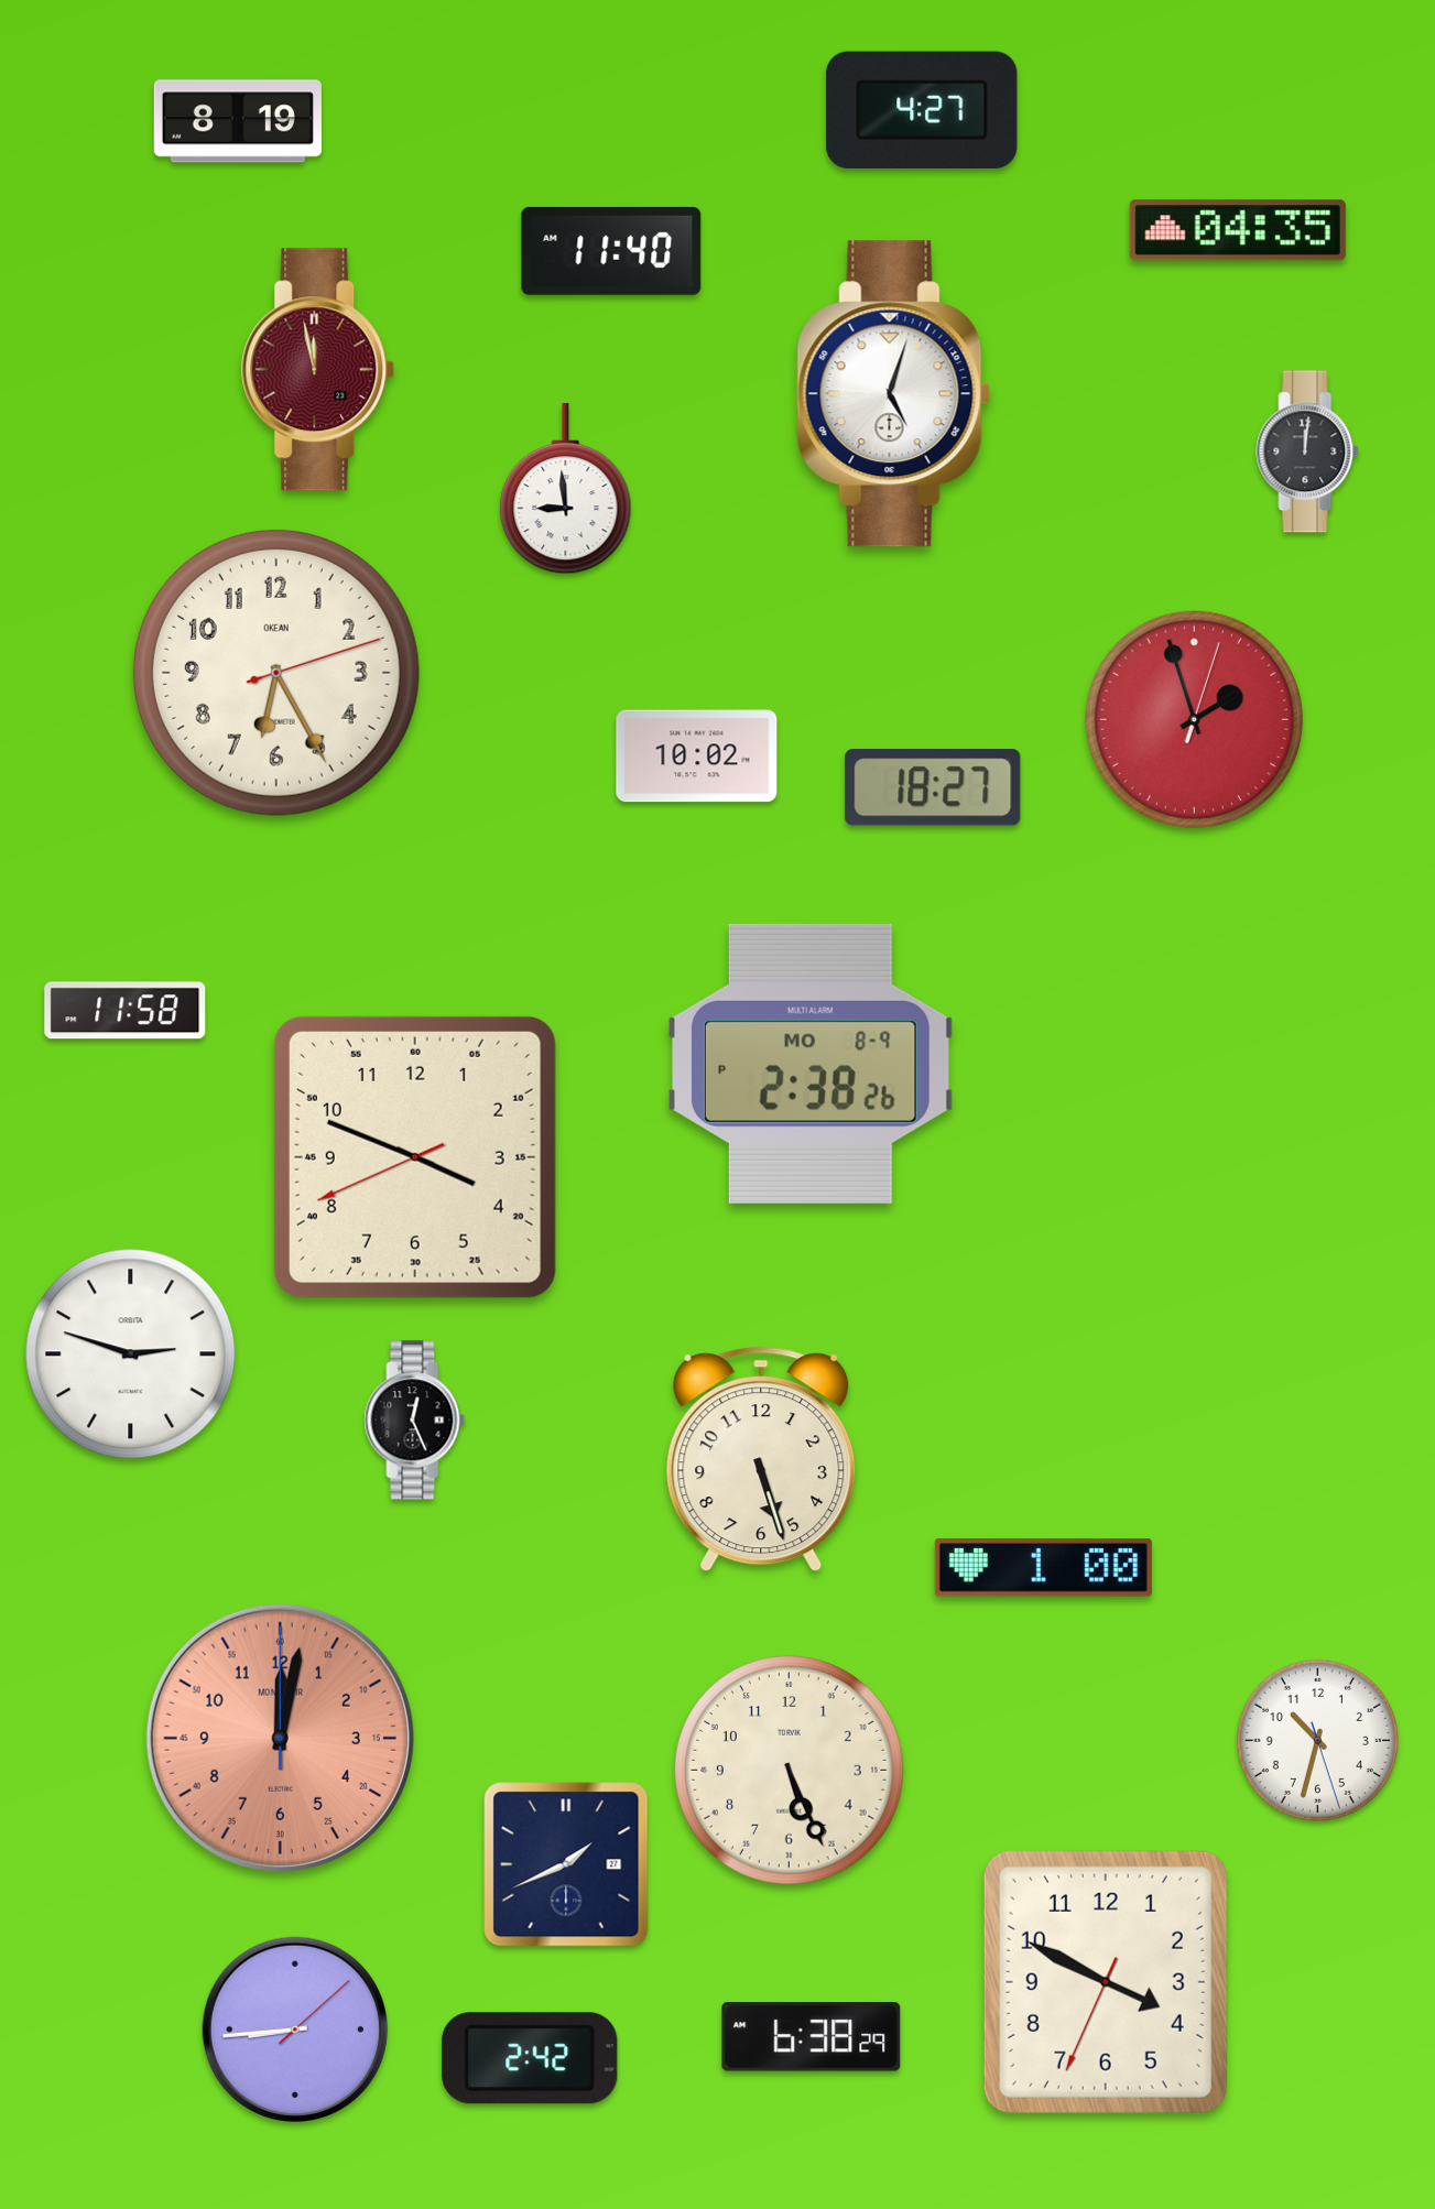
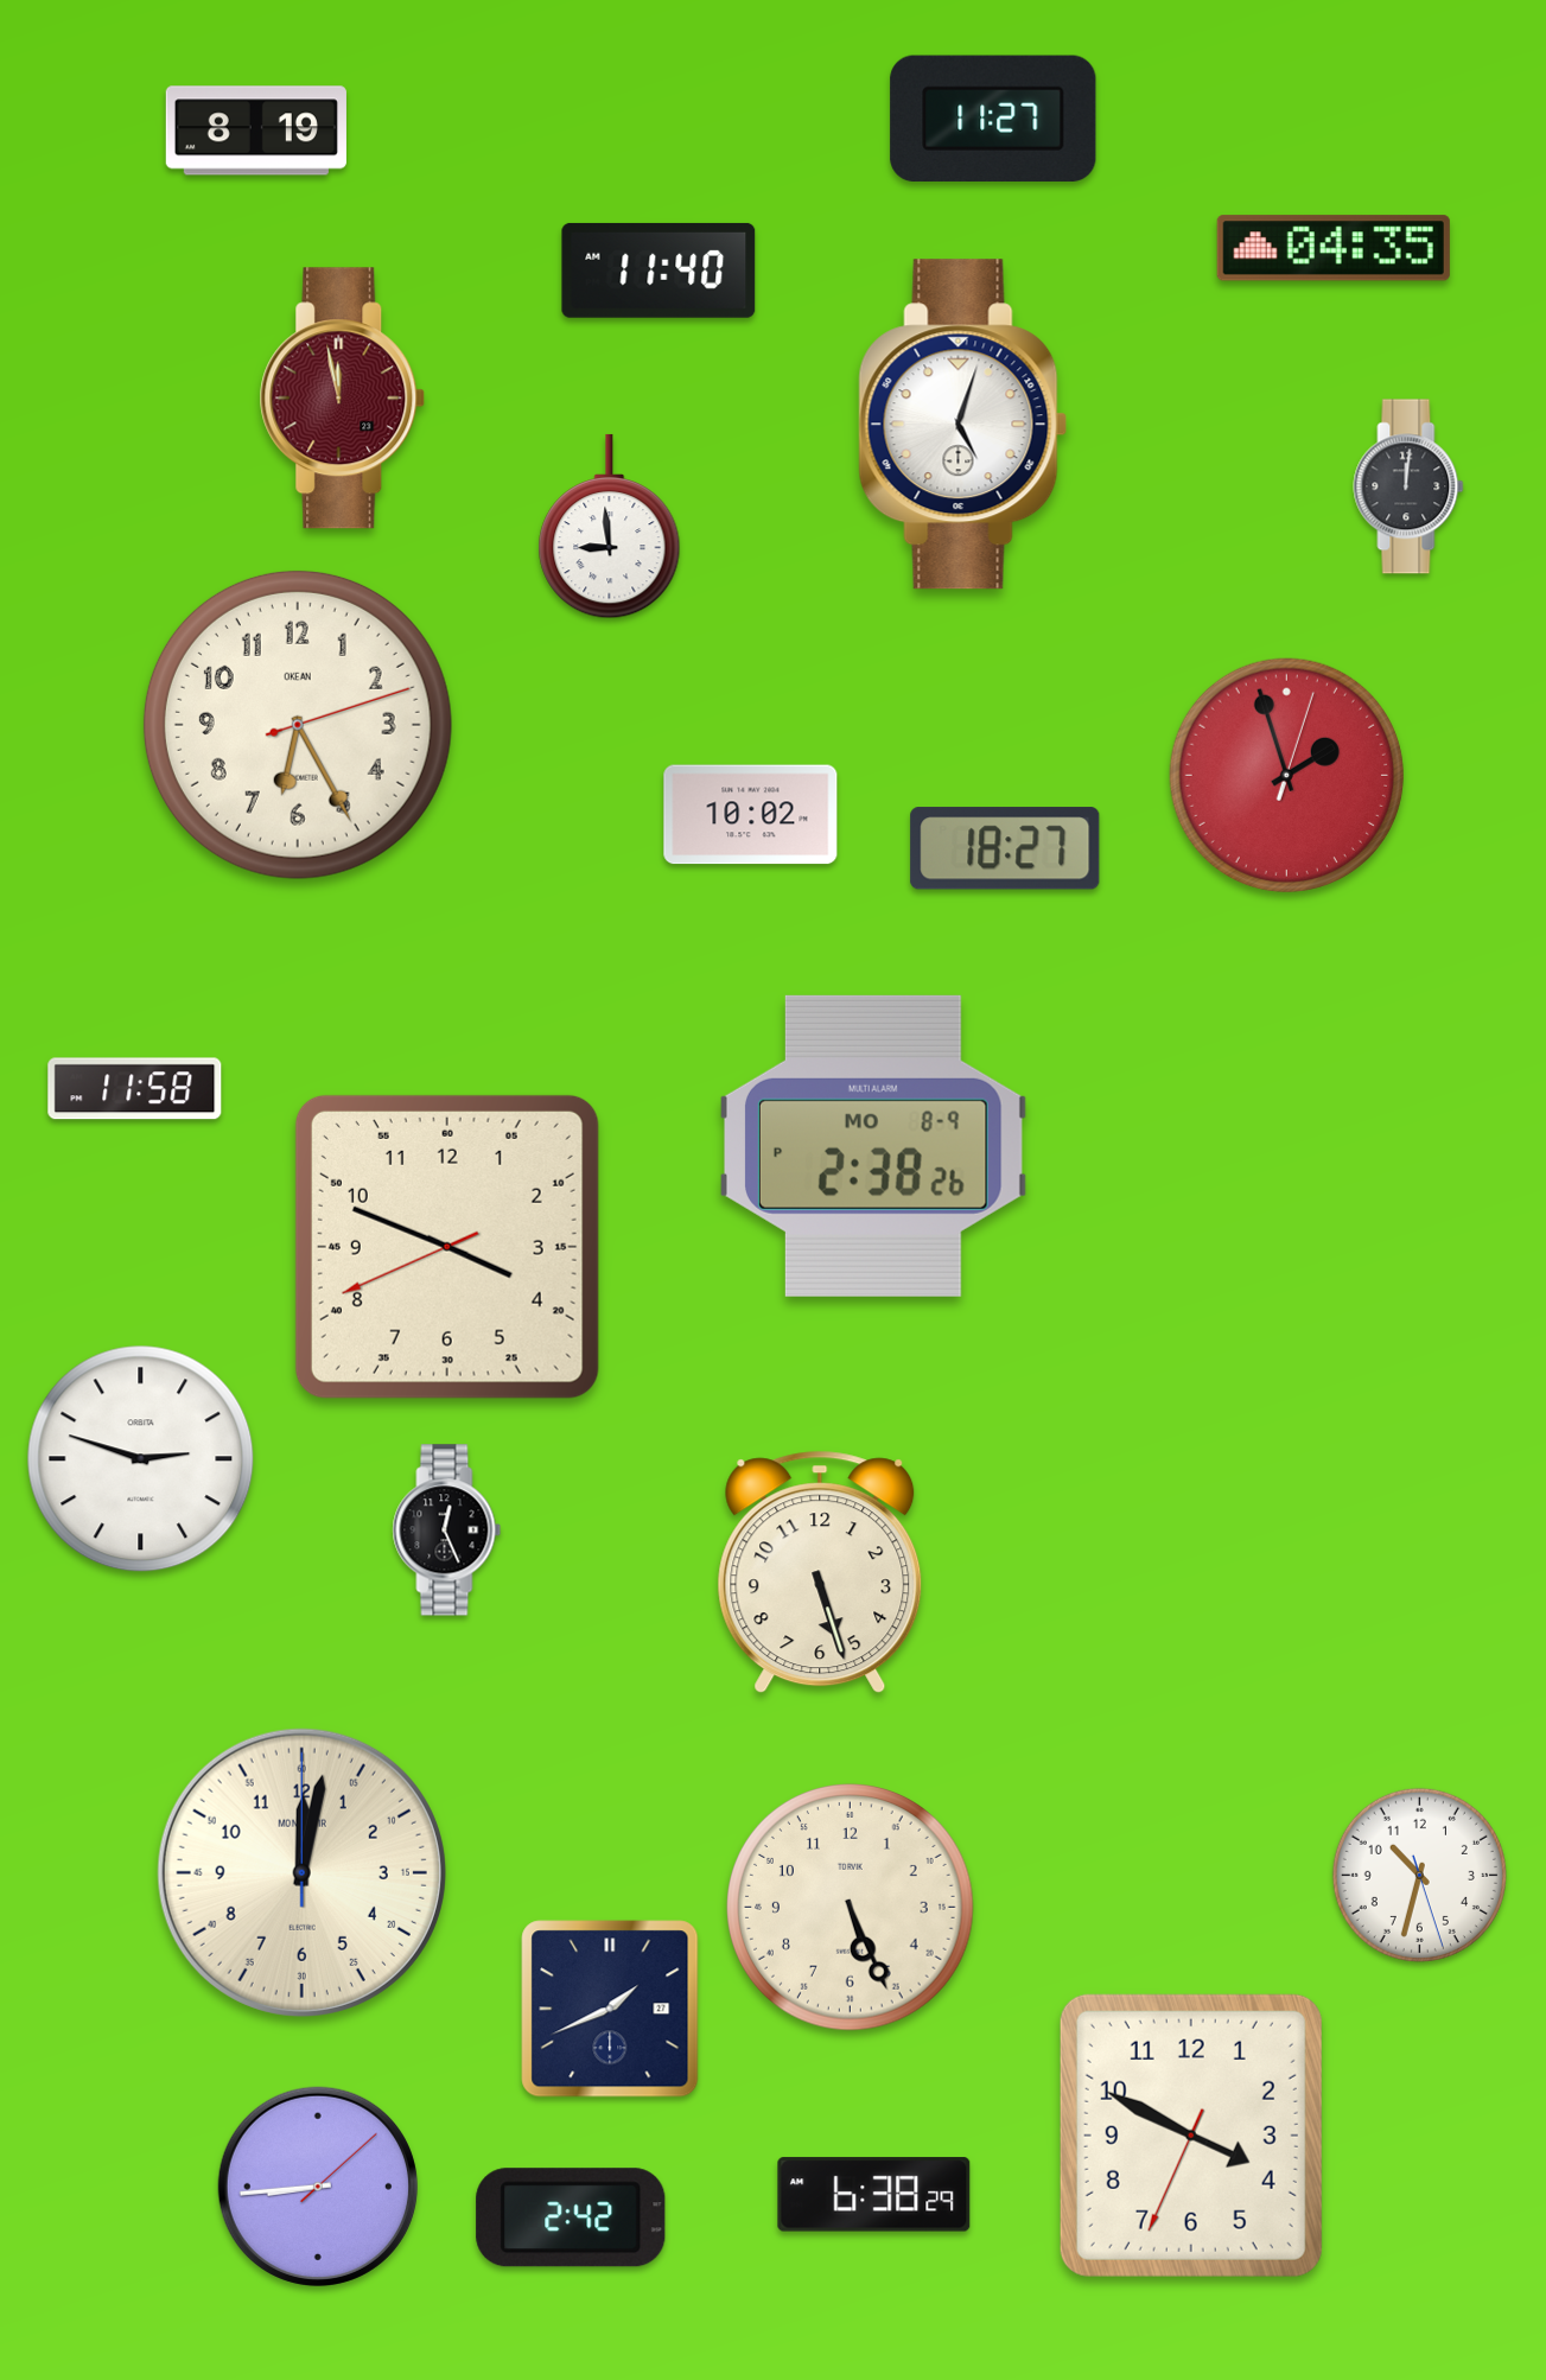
clock at (922, 110): 4:27 -> 11:27
clock at (1043, 1568): 1:00 -> none
clock at (280, 1738) dial: salmon -> cream
